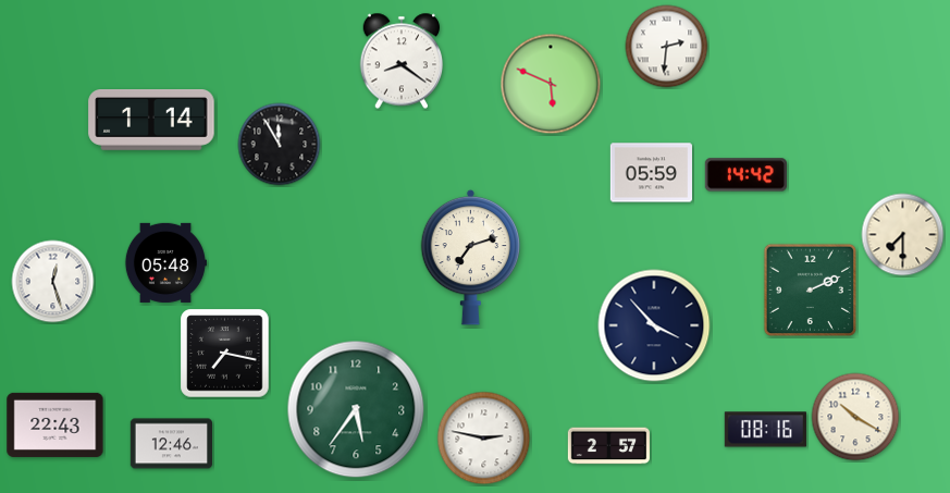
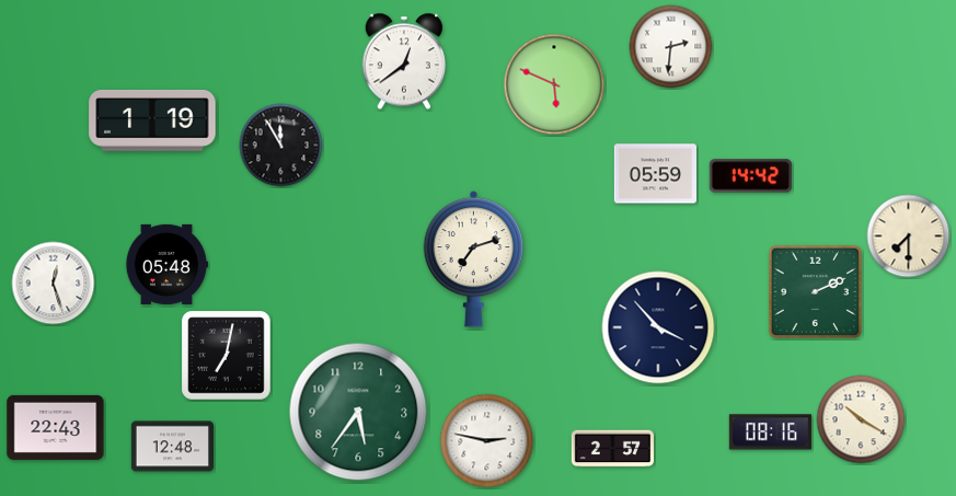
clock at (402, 61): 8:21 -> 12:39
clock at (151, 121): 1:14 -> 1:19
clock at (225, 354): 7:17 -> 7:02
clock at (171, 444): 12:46 -> 12:48
